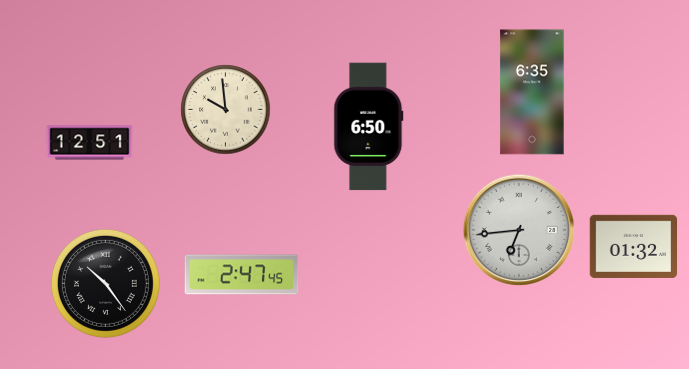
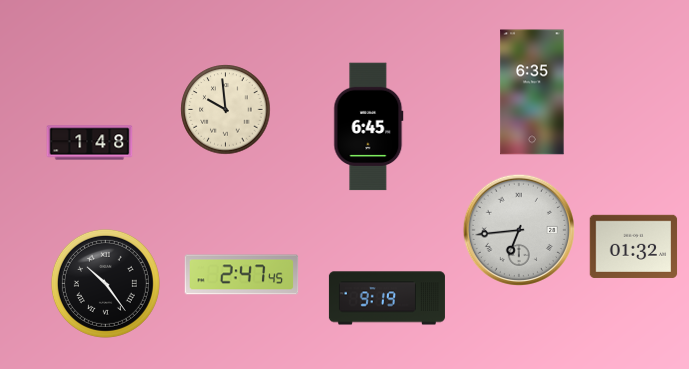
clock at (369, 127): 6:50 -> 6:45
clock at (90, 143): 12:51 -> 1:48
clock at (387, 298): none -> 9:19
